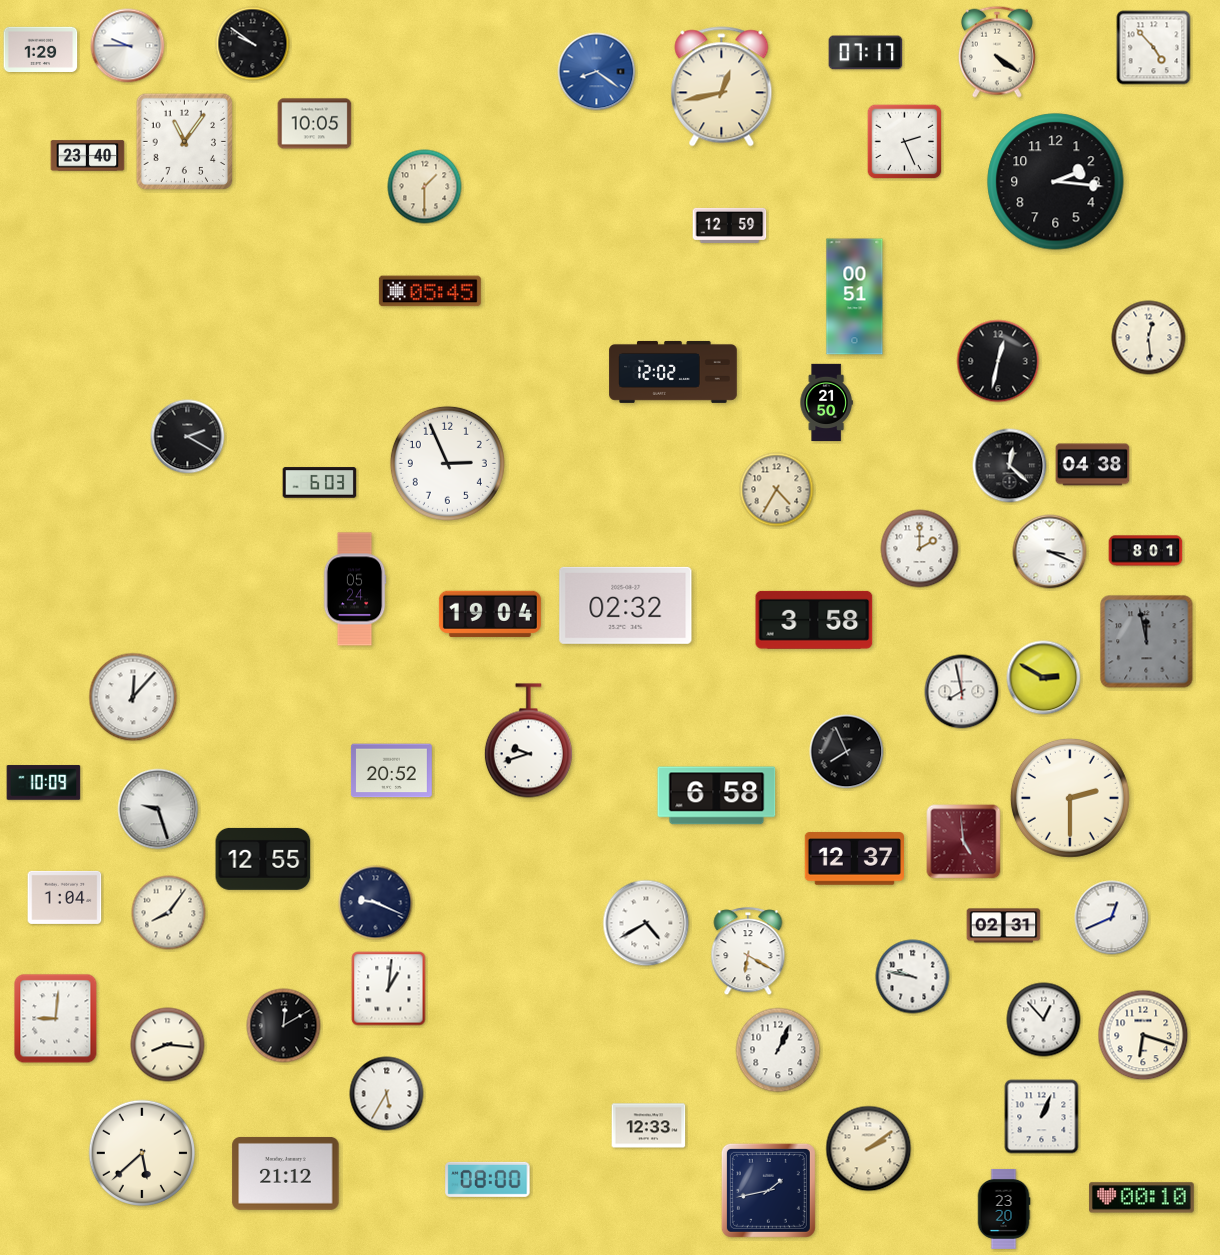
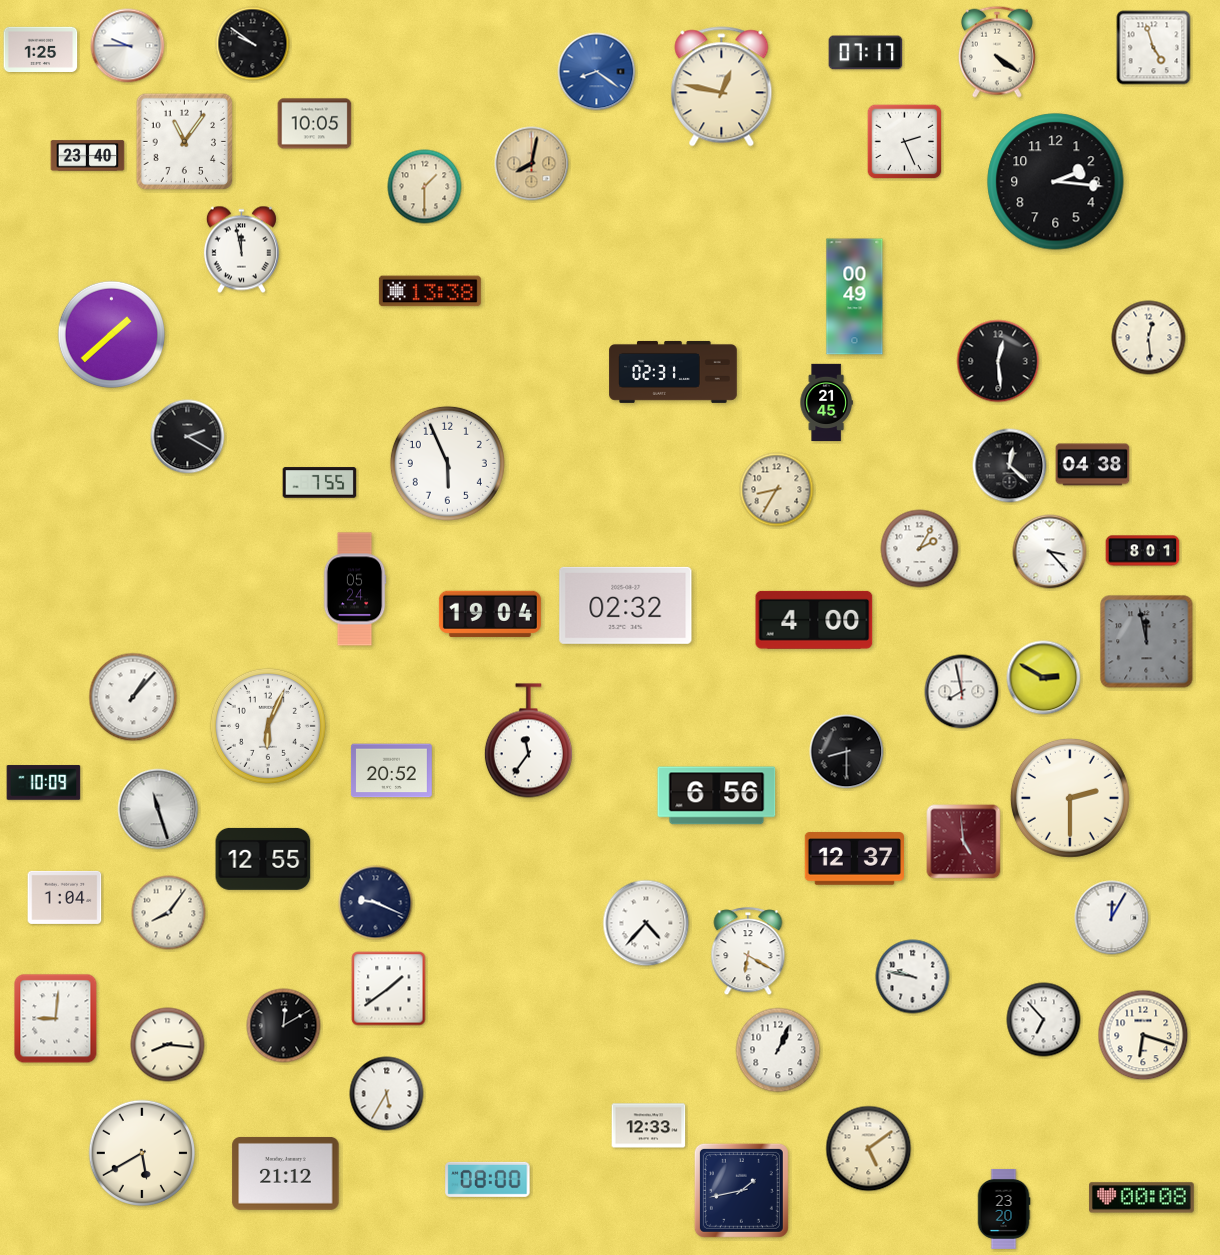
clock at (1154, 48): 4:53 -> 4:57
clock at (41, 49): 1:29 -> 1:25
clock at (722, 87): 12:43 -> 12:47
clock at (532, 164): none -> 8:02
clock at (730, 225): 12:59 -> none
clock at (241, 250): none -> 11:58
clock at (430, 291): 05:45 -> 13:38
clock at (855, 297): 00:51 -> 00:49
clock at (111, 334): none -> 1:38
clock at (998, 361): 12:32 -> 12:29
clock at (673, 372): 12:02 -> 02:31
clock at (826, 403): 21:50 -> 21:45
clock at (447, 463): 2:56 -> 5:56
clock at (320, 483): 6:03 -> 7:55
clock at (777, 490): 4:35 -> 8:35
clock at (920, 549): 2:00 -> 2:05
clock at (1146, 551) position: (1146, 551) -> (1143, 551)
clock at (1050, 552): 3:19 -> 3:23
clock at (814, 620): 3:58 -> 4:00
clock at (133, 697): 12:07 -> 1:07
clock at (268, 726): none -> 6:04
clock at (528, 741): 9:42 -> 11:36
clock at (847, 752): 7:56 -> 8:30
clock at (717, 796): 6:58 -> 6:56
clock at (158, 809): 9:27 -> 11:27
clock at (1112, 918): 12:41 -> 12:05
clock at (646, 923): 4:40 -> 4:37
clock at (1004, 926): 02:31 -> none
clock at (389, 989): 1:01 -> 1:39
clock at (1044, 1020): 12:53 -> 6:53
clock at (1042, 1117): 1:04 -> none
clock at (869, 1149): 2:09 -> 5:09
clock at (141, 1152): 5:38 -> 5:40
clock at (768, 1190) position: (768, 1190) -> (741, 1190)
clock at (1142, 1198): 00:10 -> 00:08
